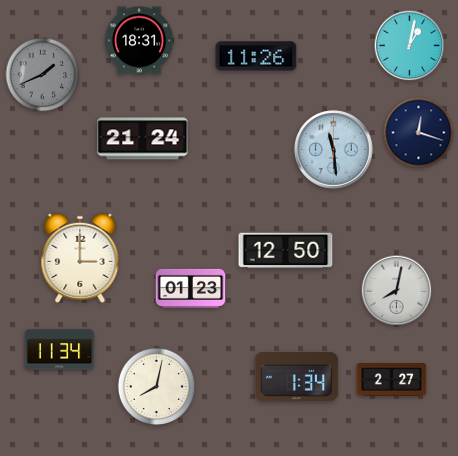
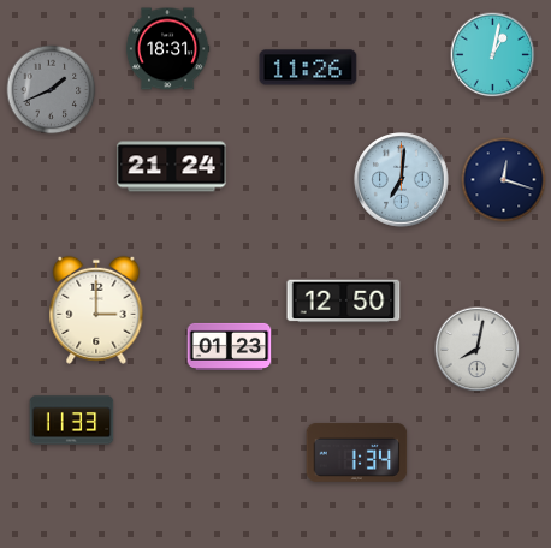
clock at (419, 133) position: (419, 133) -> (504, 180)
clock at (334, 150): 11:29 -> 7:01
clock at (60, 350): 11:34 -> 11:33
clock at (392, 380): 2:27 -> none
clock at (156, 386): 8:02 -> none
